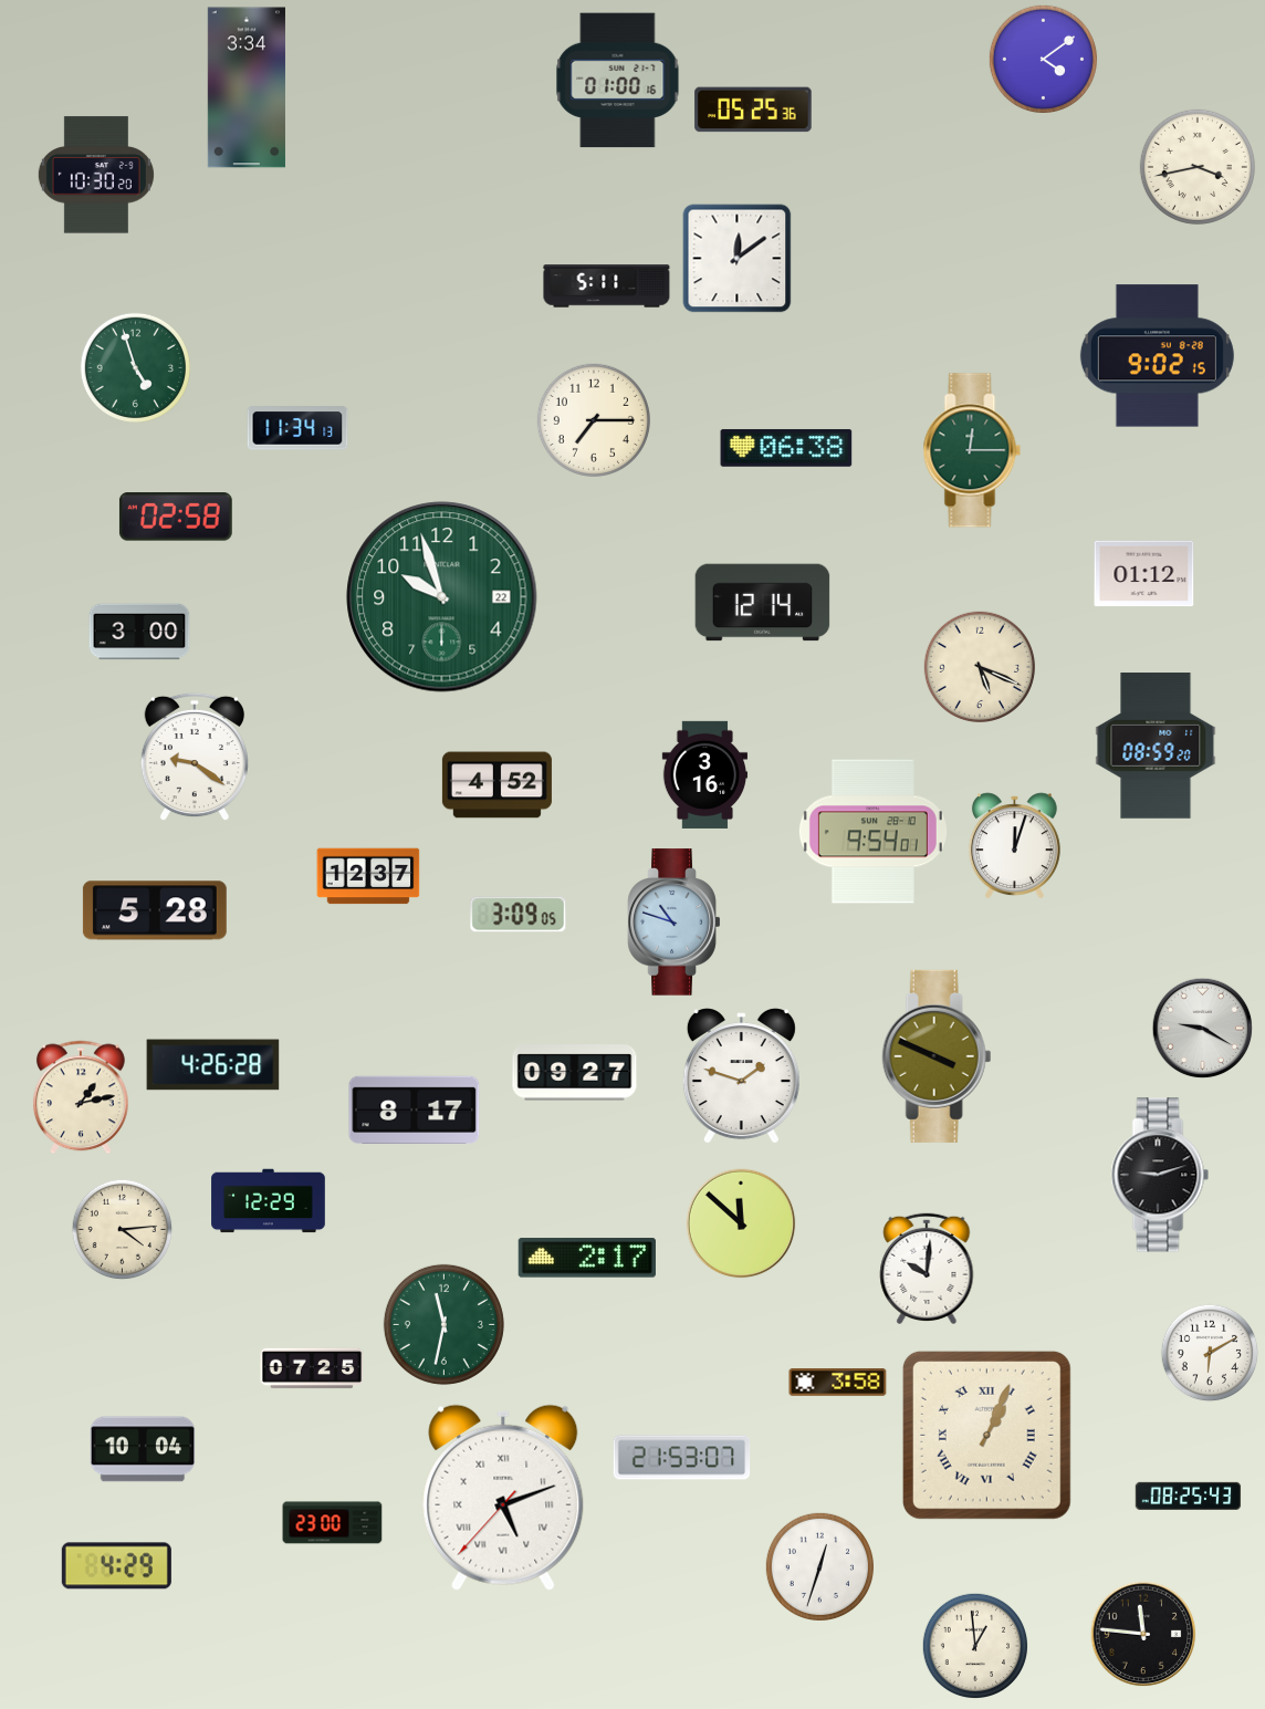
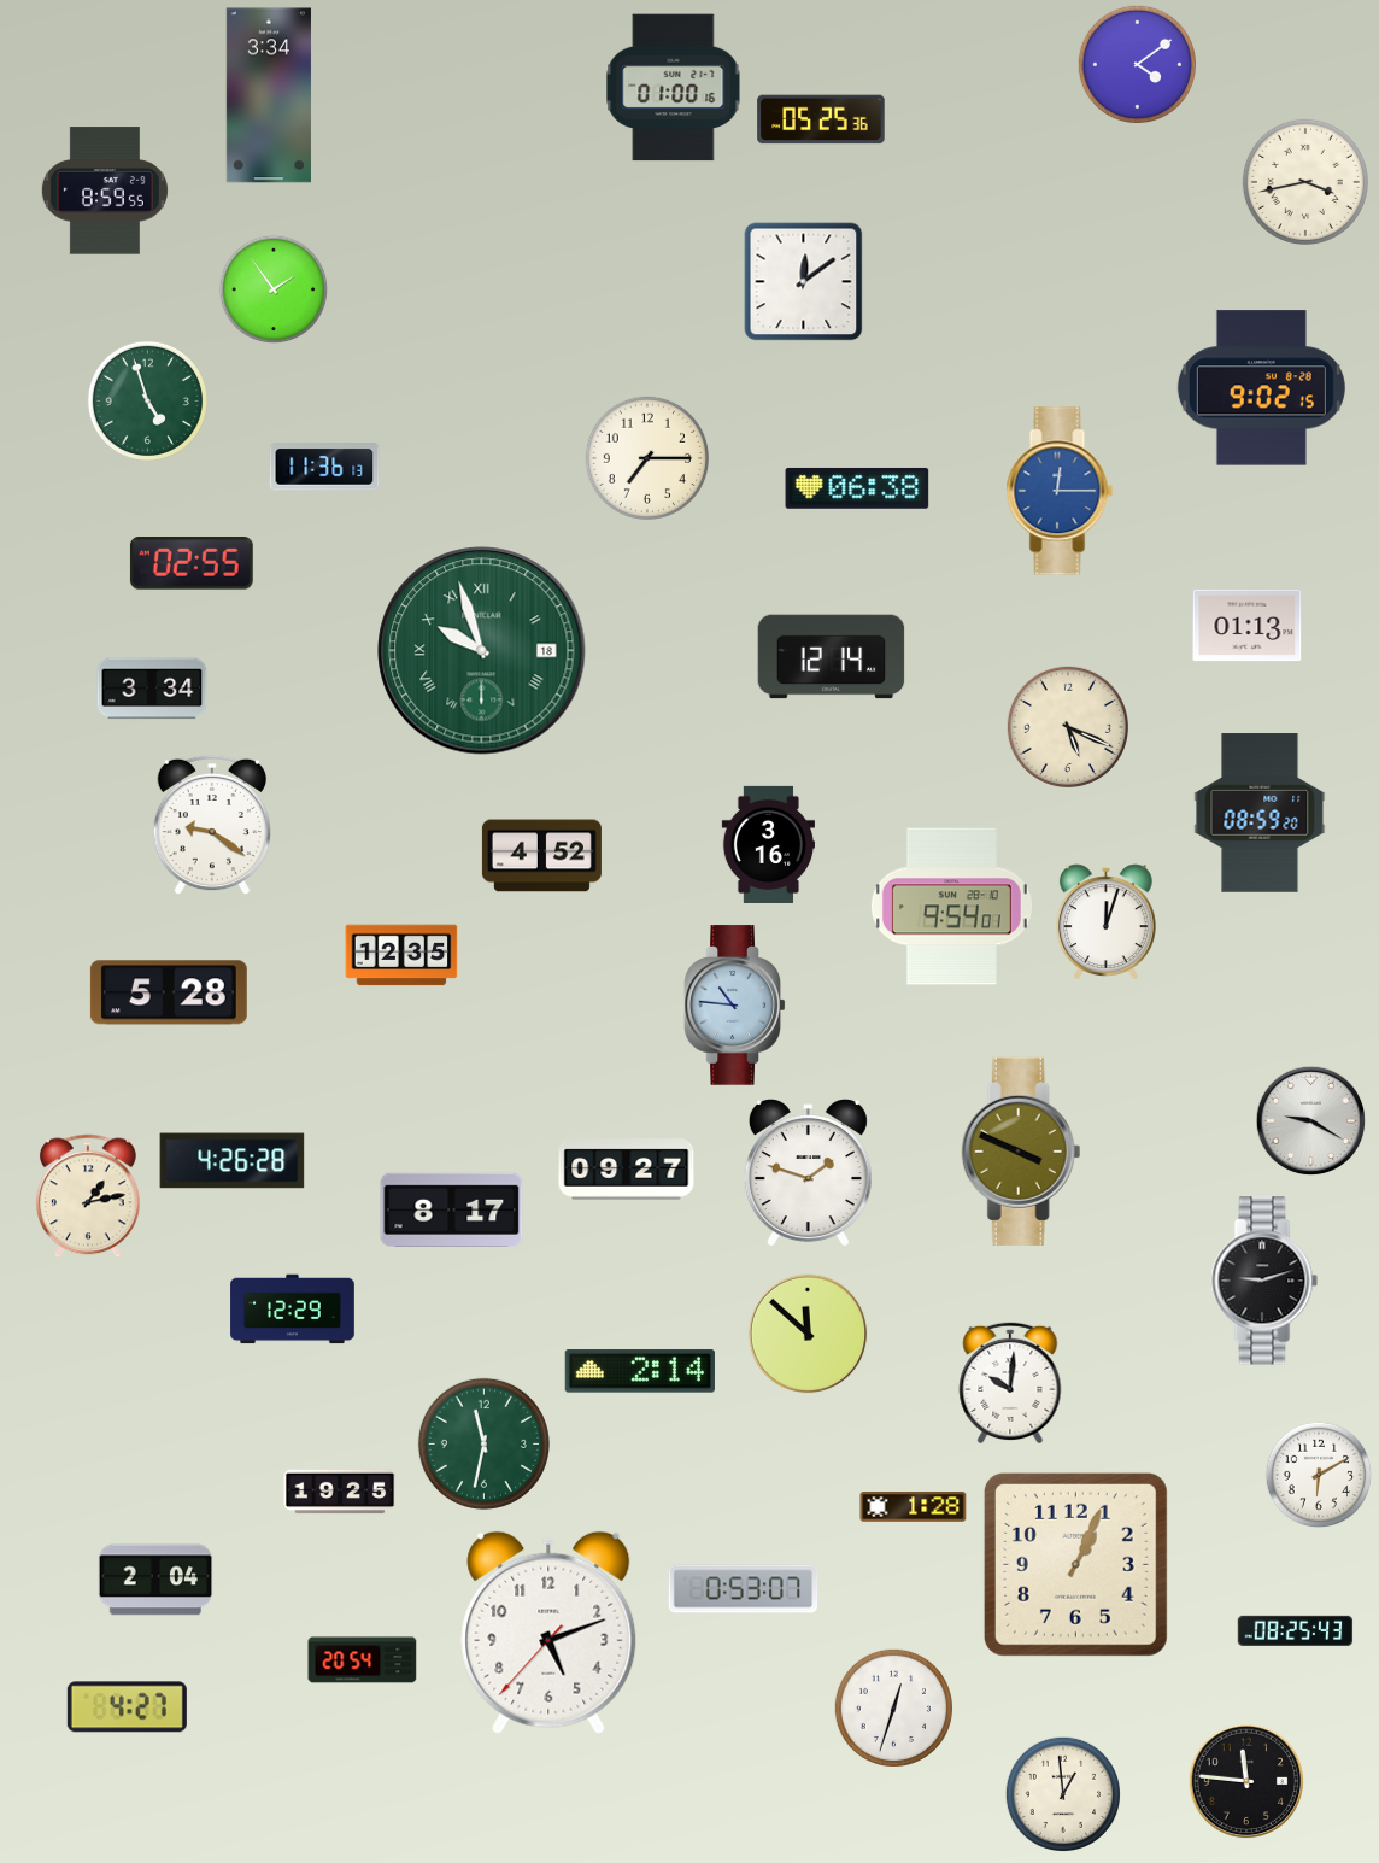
clock at (96, 175): 10:30 -> 8:59
clock at (274, 289): none -> 1:54
clock at (607, 286): 5:11 -> none
clock at (297, 428): 11:34 -> 11:36
clock at (972, 450) dial: green -> blue
clock at (176, 517): 02:58 -> 02:55
clock at (1144, 574): 01:12 -> 01:13
clock at (442, 597) date: 22 -> 18
clock at (442, 597) numerals: Arabic -> Roman
clock at (139, 632): 3:00 -> 3:34
clock at (368, 876): 12:37 -> 12:35
clock at (519, 915): 3:09 -> none
clock at (675, 923): 10:48 -> 10:46
clock at (123, 1230): 4:14 -> none
clock at (587, 1258): 2:17 -> 2:14
clock at (312, 1368): 07:25 -> 19:25
clock at (838, 1383): 3:58 -> 1:28
clock at (986, 1435) numerals: Roman -> Arabic
clock at (143, 1449): 10:04 -> 2:04
clock at (682, 1458): 21:53 -> 0:53
clock at (503, 1498) numerals: Roman -> Arabic
clock at (333, 1523): 23:00 -> 20:54
clock at (116, 1566): 4:29 -> 4:27
